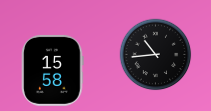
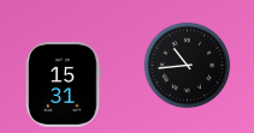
clock at (53, 70): 15:58 -> 15:31
